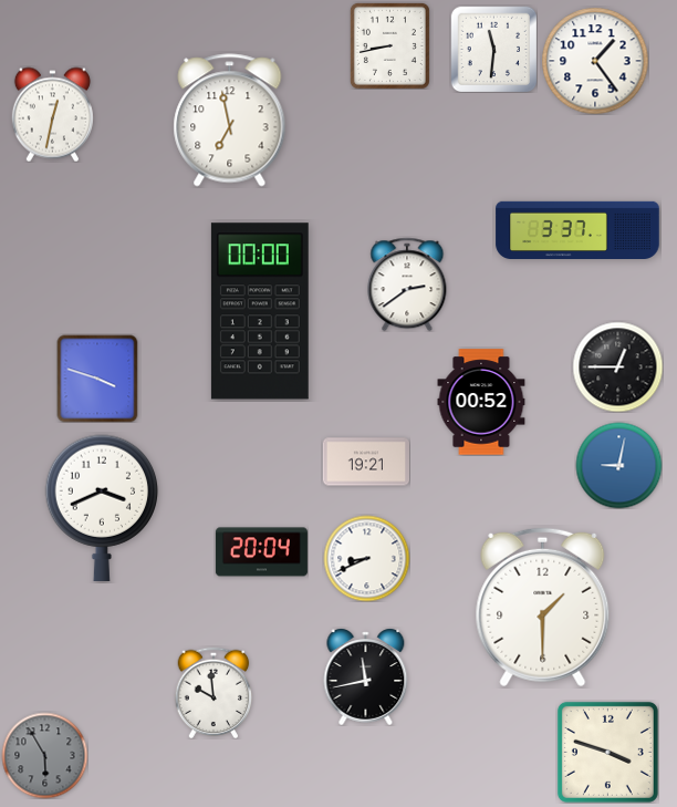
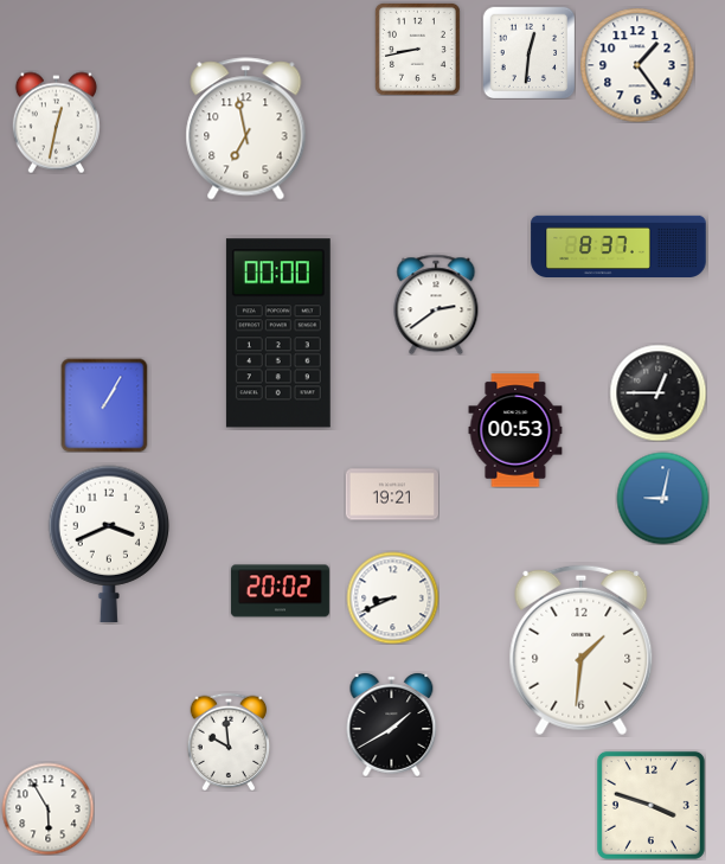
clock at (493, 49): 11:31 -> 12:31
clock at (577, 229): 3:37 -> 8:37
clock at (617, 366) position: (617, 366) -> (657, 392)
clock at (97, 379): 3:48 -> 1:05
clock at (481, 402): 00:52 -> 00:53
clock at (261, 552): 20:04 -> 20:02
clock at (543, 608): 1:30 -> 1:31
clock at (366, 676): 11:43 -> 1:40
clock at (44, 755) dial: grey -> white
